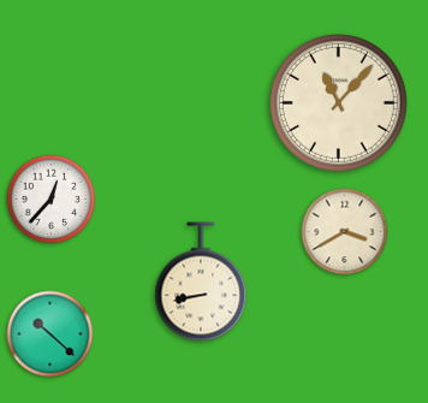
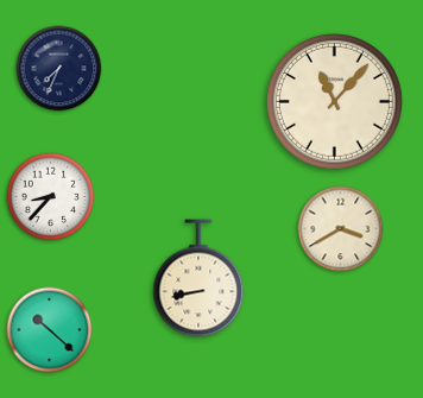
clock at (59, 69): none -> 7:34
clock at (52, 200): 12:37 -> 8:37
